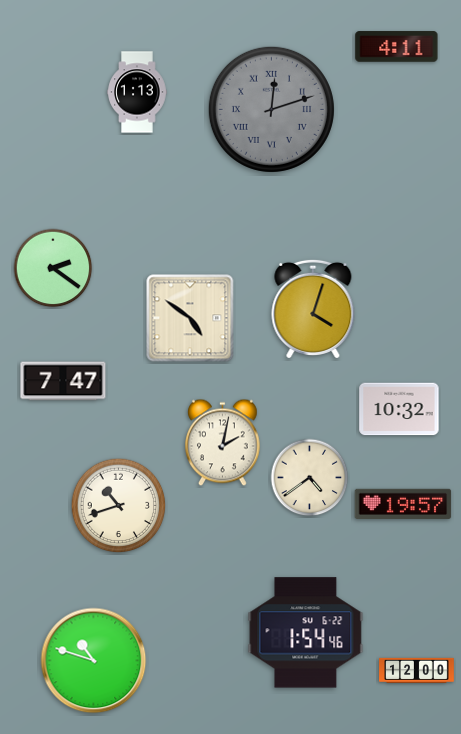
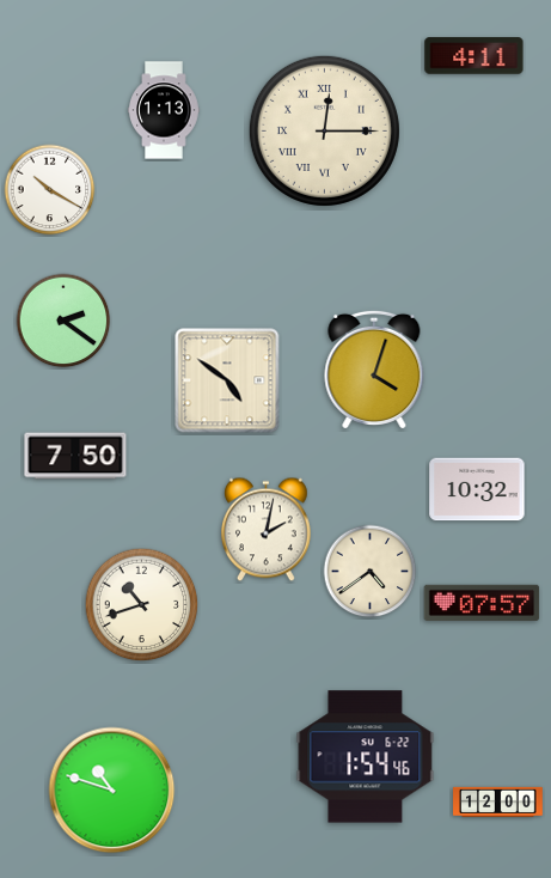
clock at (271, 109): 12:12 -> 12:15
clock at (271, 109) dial: grey -> cream
clock at (50, 190): none -> 10:20
clock at (63, 381): 7:47 -> 7:50
clock at (403, 504): 19:57 -> 07:57
